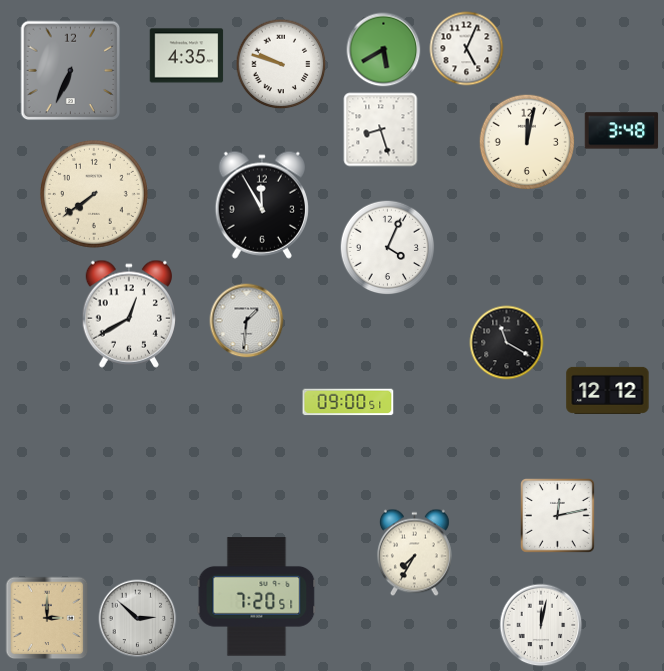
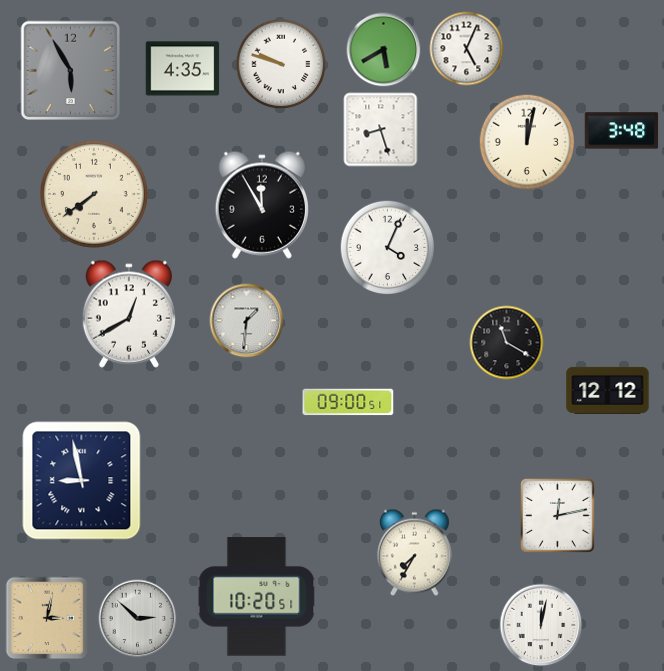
clock at (187, 56) position: (187, 56) -> (183, 69)
clock at (71, 71): 6:34 -> 5:55
clock at (82, 481): none -> 8:58
clock at (257, 597): 7:20 -> 10:20
clock at (47, 618): 3:00 -> 3:02
